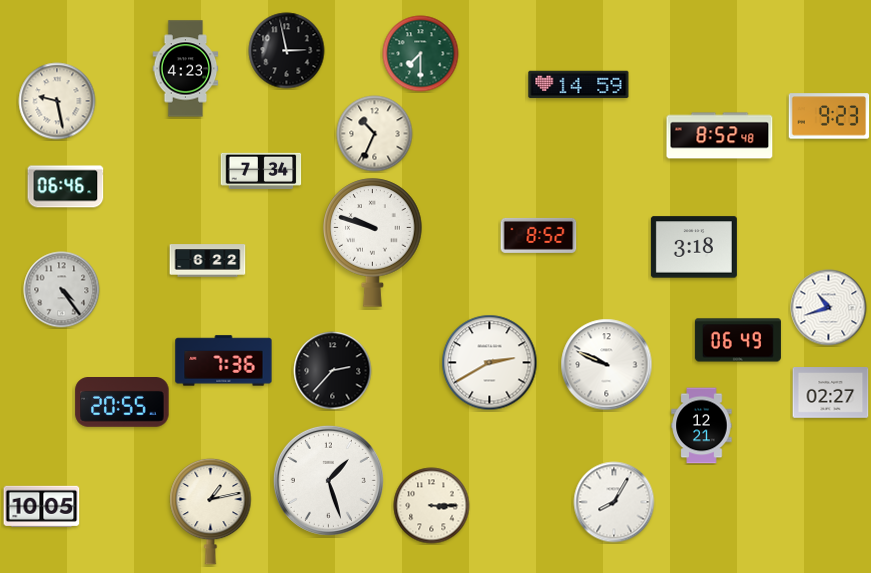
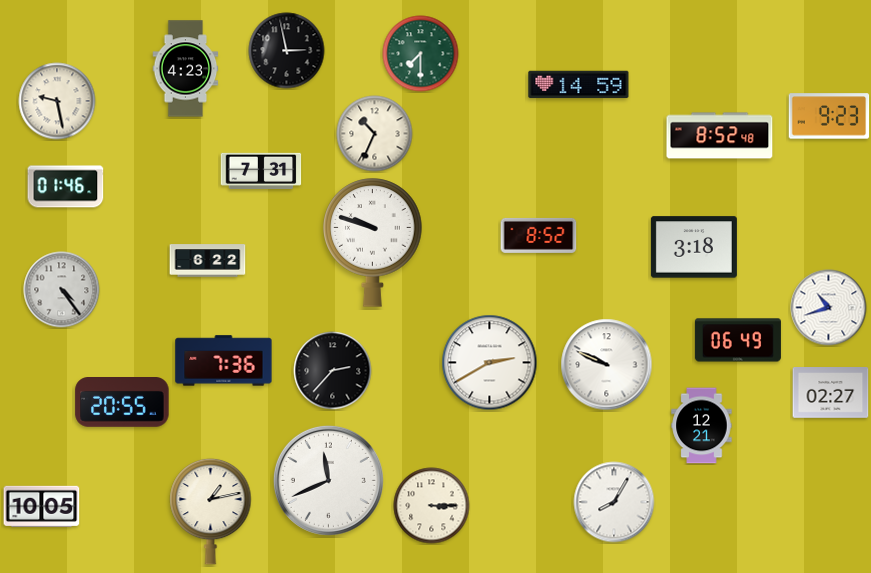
clock at (261, 170): 7:34 -> 7:31
clock at (66, 187): 06:46 -> 01:46
clock at (328, 480): 1:27 -> 11:41
